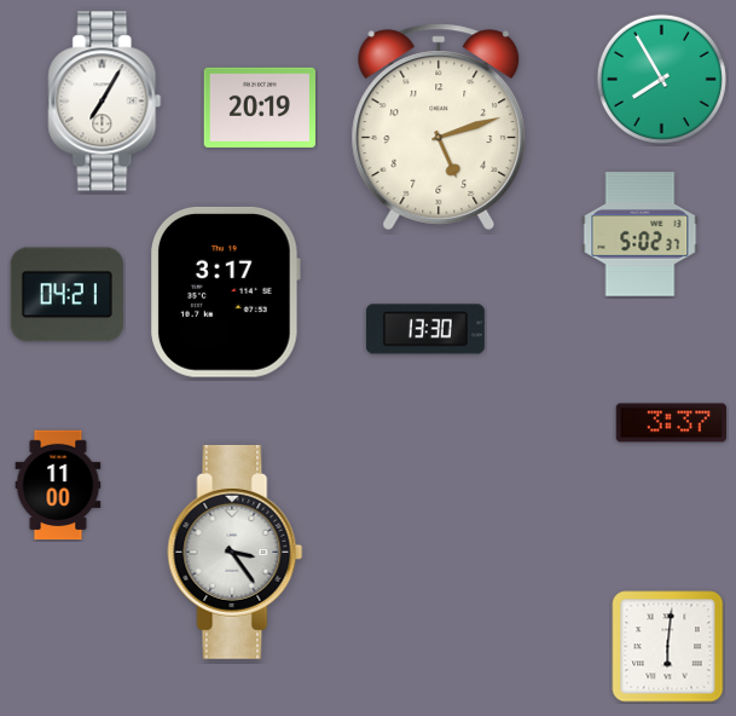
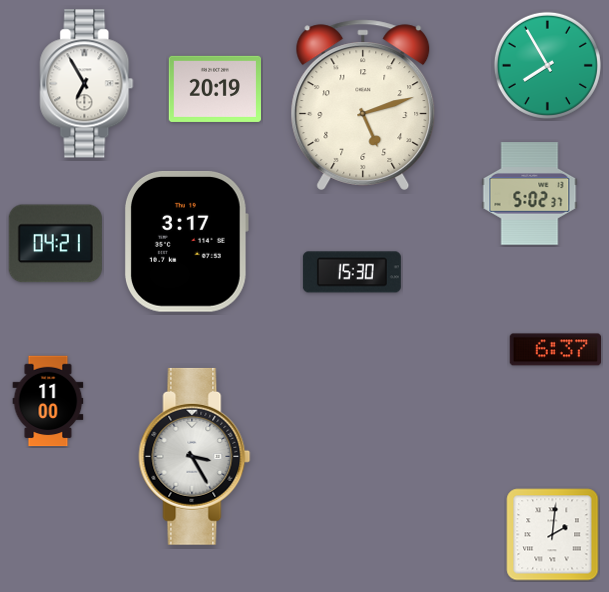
clock at (105, 102): 7:05 -> 6:55
clock at (425, 329): 13:30 -> 15:30
clock at (672, 423): 3:37 -> 6:37
clock at (236, 552): 3:24 -> 3:25
clock at (668, 647): 6:01 -> 2:01
